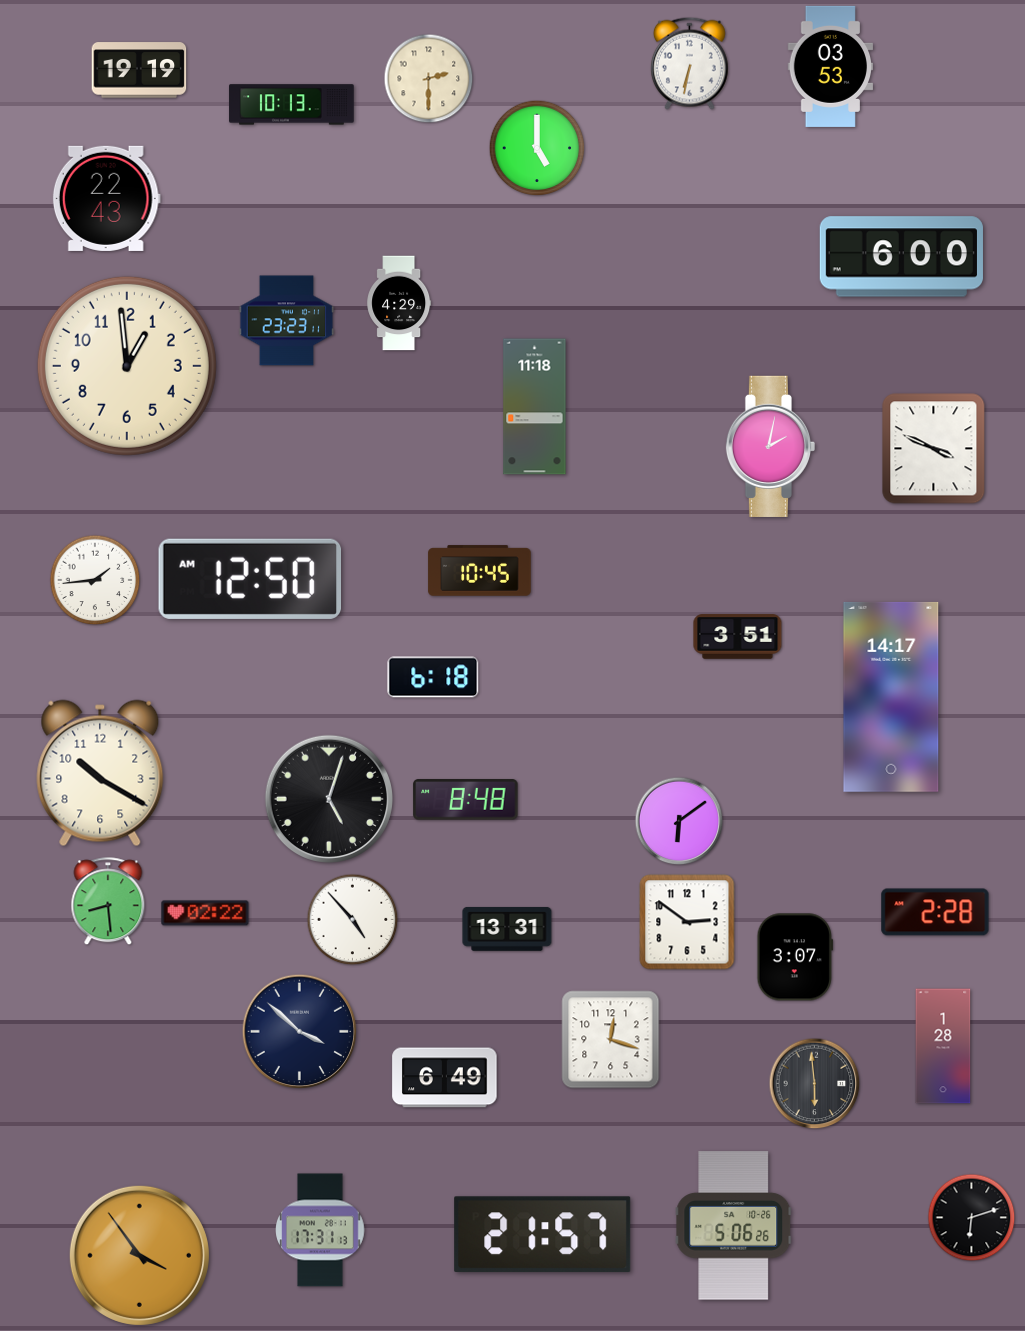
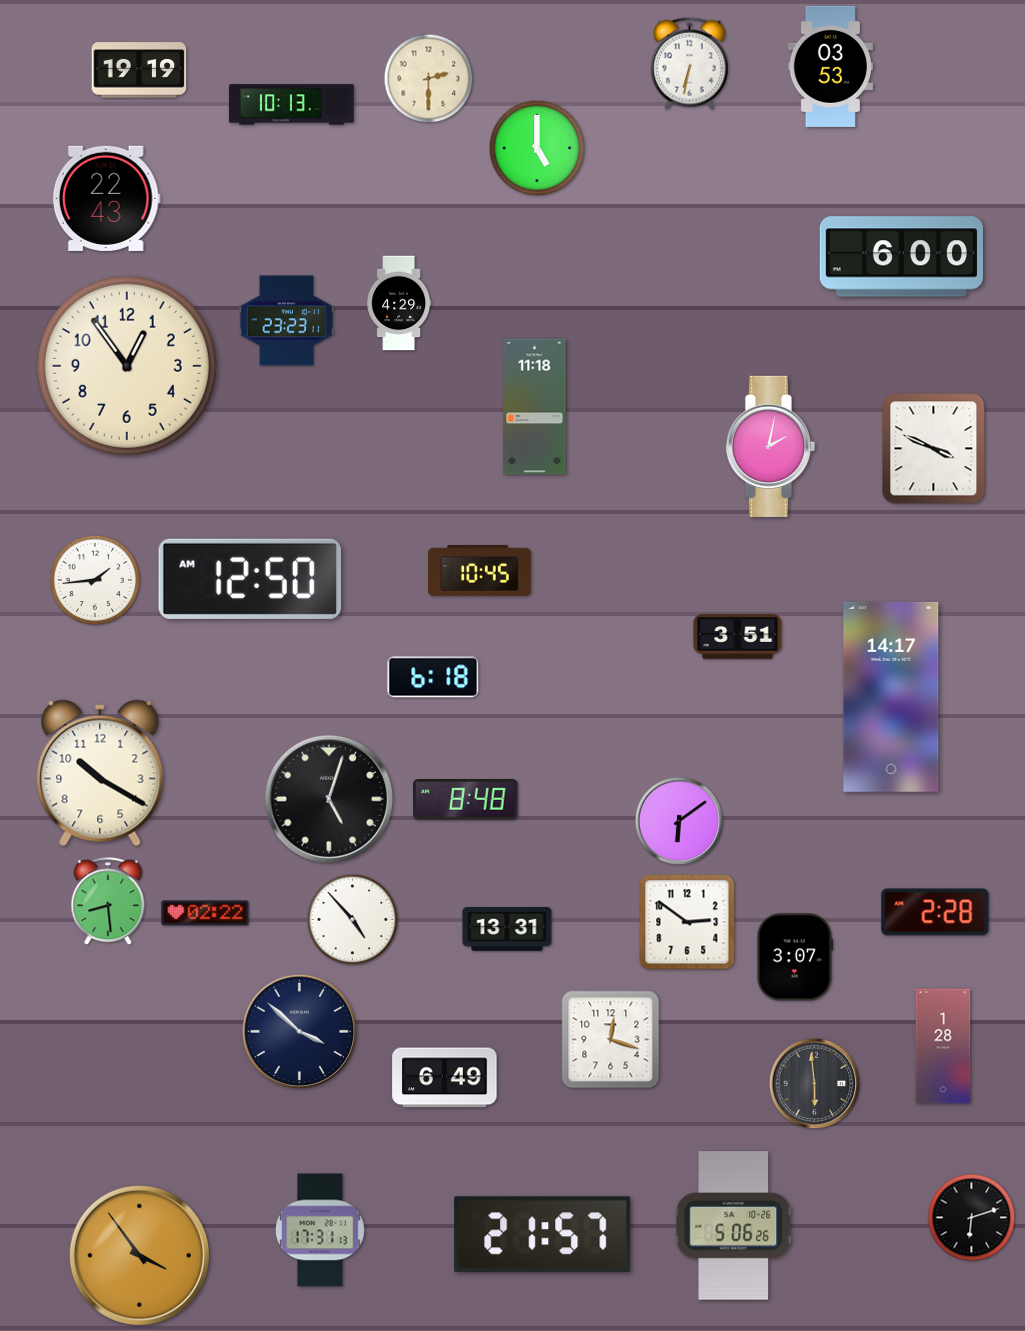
clock at (127, 366): 12:59 -> 12:54
